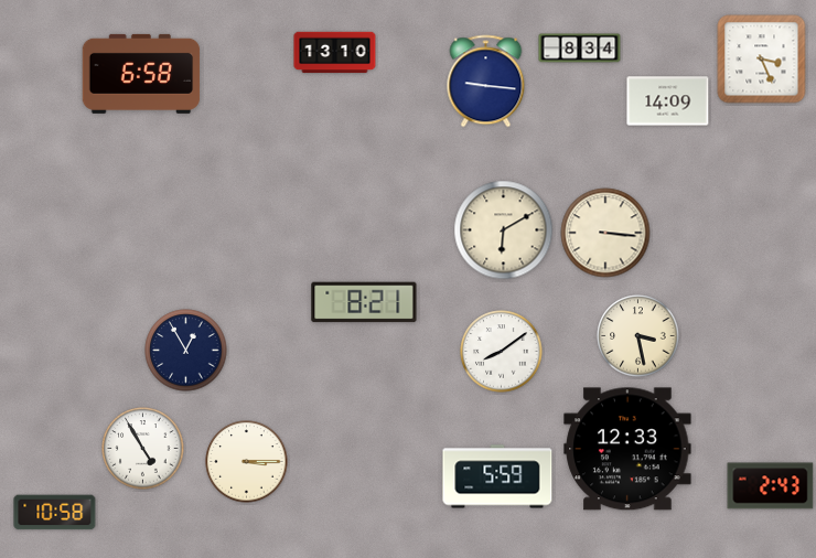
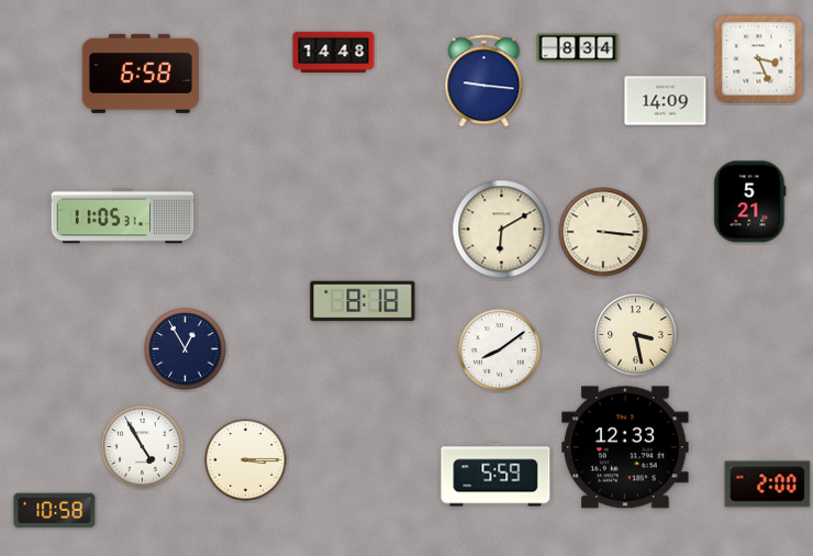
clock at (335, 53): 13:10 -> 14:48
clock at (750, 202): none -> 5:21
clock at (123, 216): none -> 11:05
clock at (364, 302): 8:21 -> 8:18
clock at (771, 486): 2:43 -> 2:00
